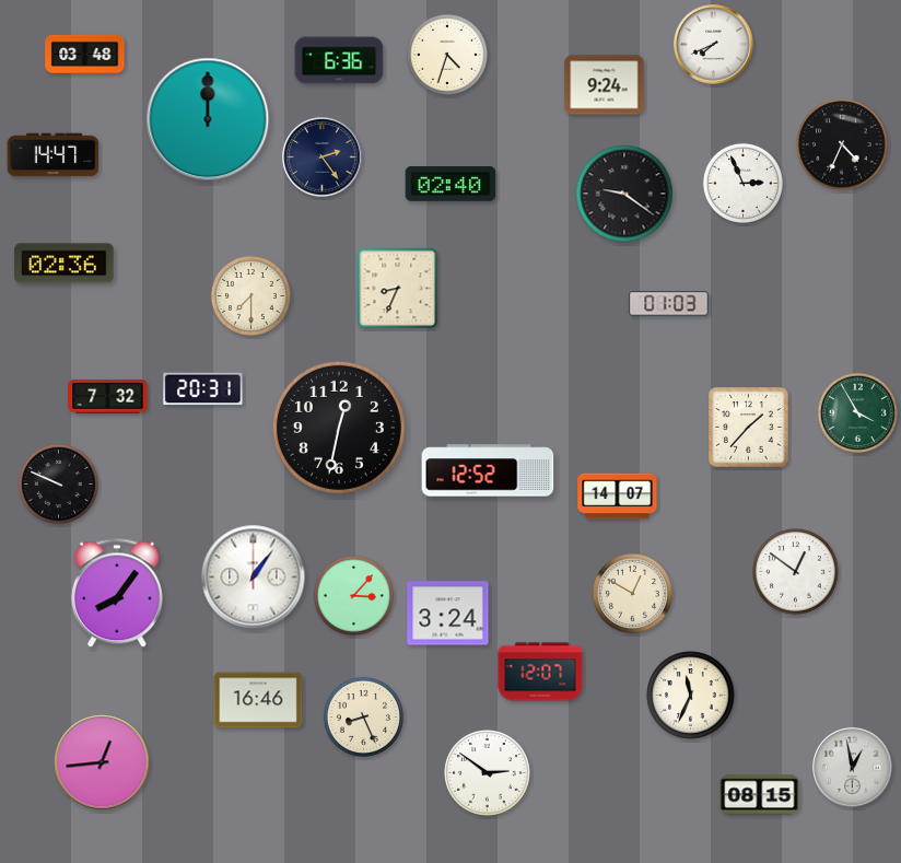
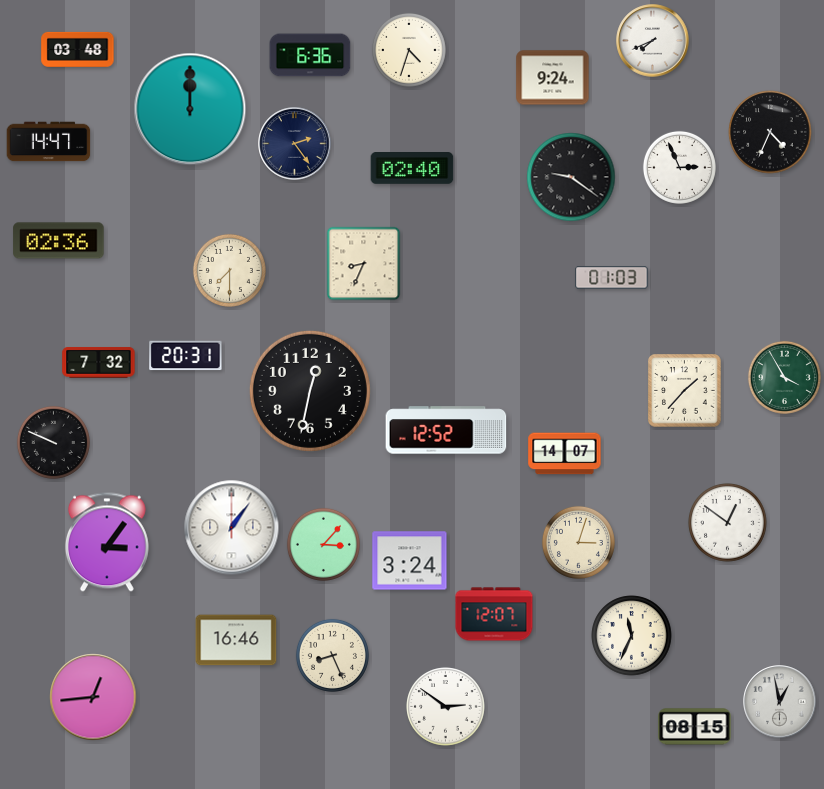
clock at (117, 593): 8:06 -> 3:06
clock at (632, 593): 12:50 -> 3:03
